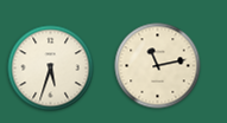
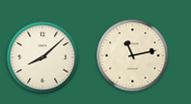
clock at (51, 69): 5:33 -> 8:08
